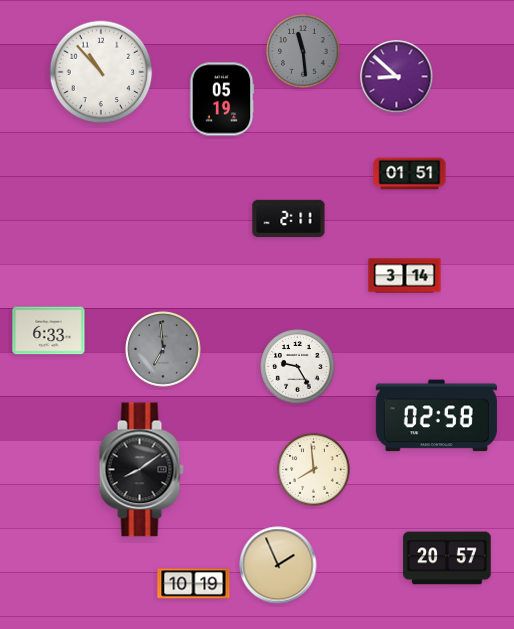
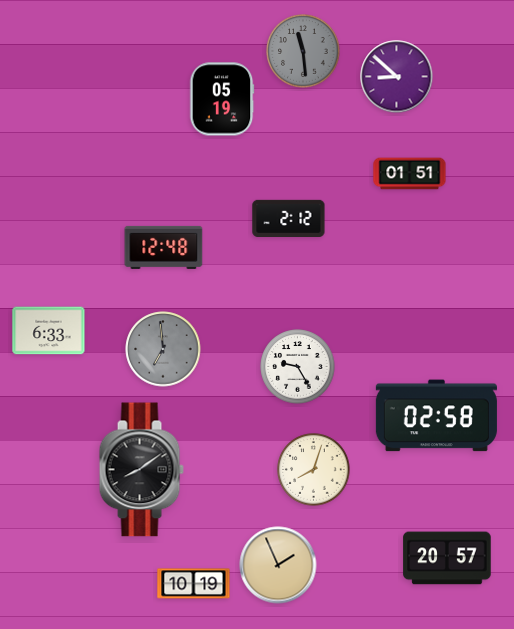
clock at (101, 72): 10:53 -> none
clock at (289, 218): 2:11 -> 2:12
clock at (164, 247): none -> 12:48
clock at (405, 276): 3:14 -> none
clock at (314, 470): 7:59 -> 8:03
